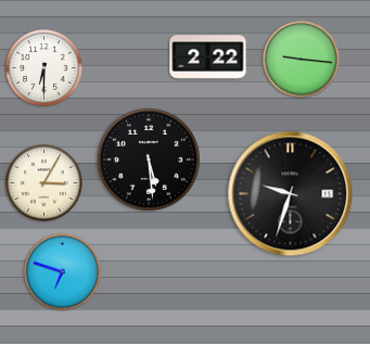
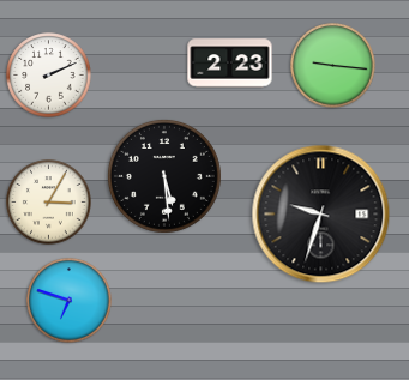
clock at (208, 58): 2:22 -> 2:23
clock at (44, 68): 6:30 -> 2:11
